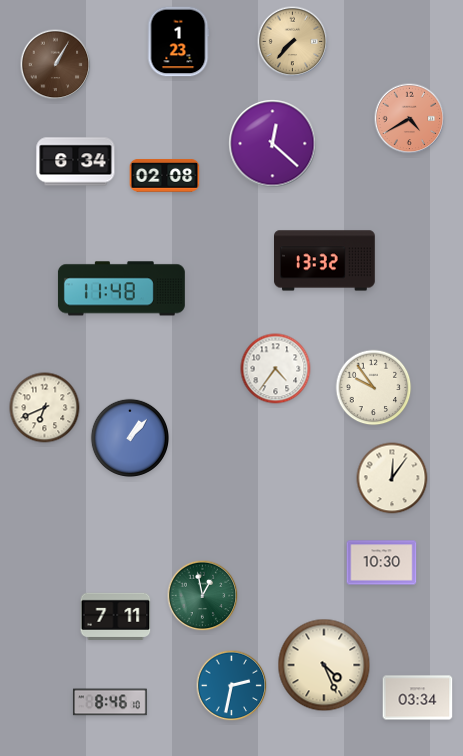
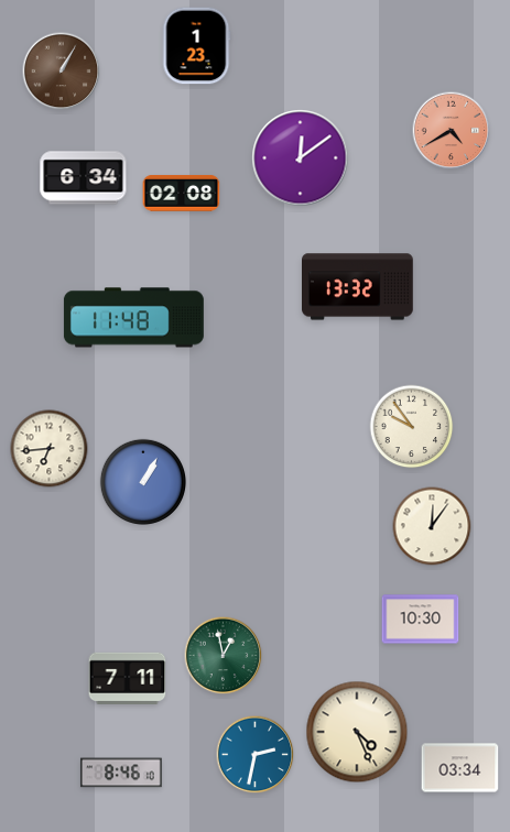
clock at (293, 42): 7:37 -> none
clock at (273, 144): 12:22 -> 12:09
clock at (276, 369): 4:36 -> none
clock at (45, 408): 6:41 -> 6:44
clock at (129, 437): 1:07 -> 1:05
